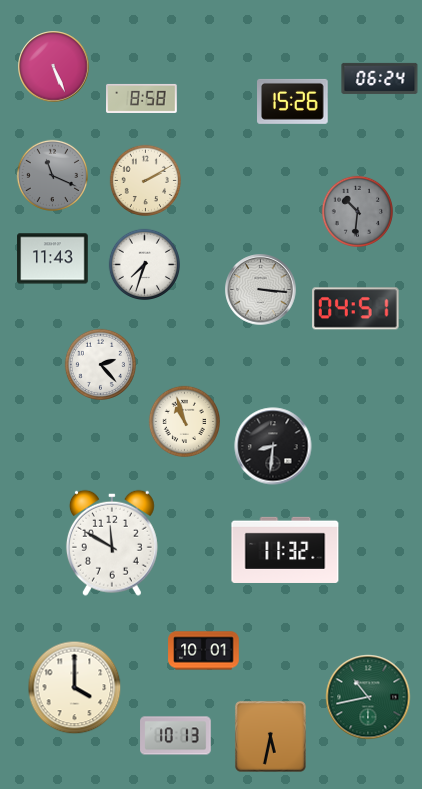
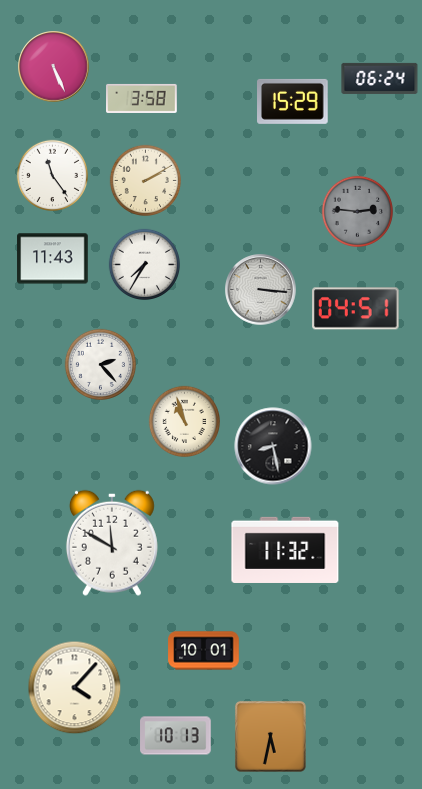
clock at (142, 98): 8:58 -> 3:58
clock at (293, 101): 15:26 -> 15:29
clock at (52, 175): 11:19 -> 11:24
clock at (52, 175) dial: grey -> white
clock at (357, 211): 10:31 -> 2:46
clock at (144, 264): 7:33 -> 7:35
clock at (273, 446): 8:31 -> 8:28
clock at (75, 688): 4:00 -> 4:07
clock at (368, 697): 10:43 -> none
